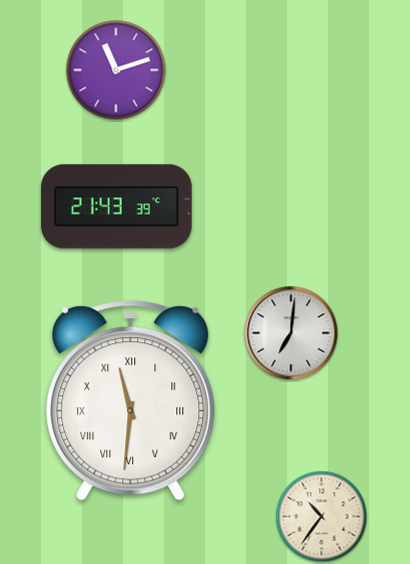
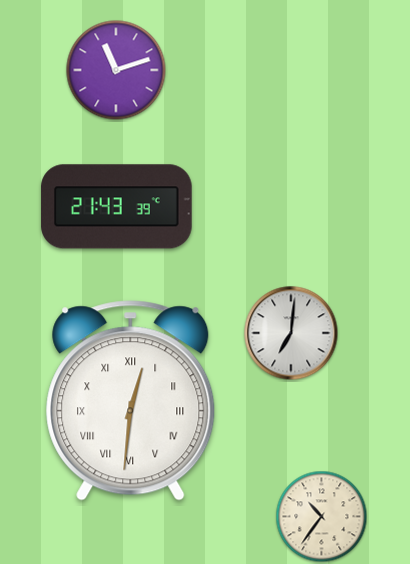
clock at (131, 401): 11:31 -> 12:31
